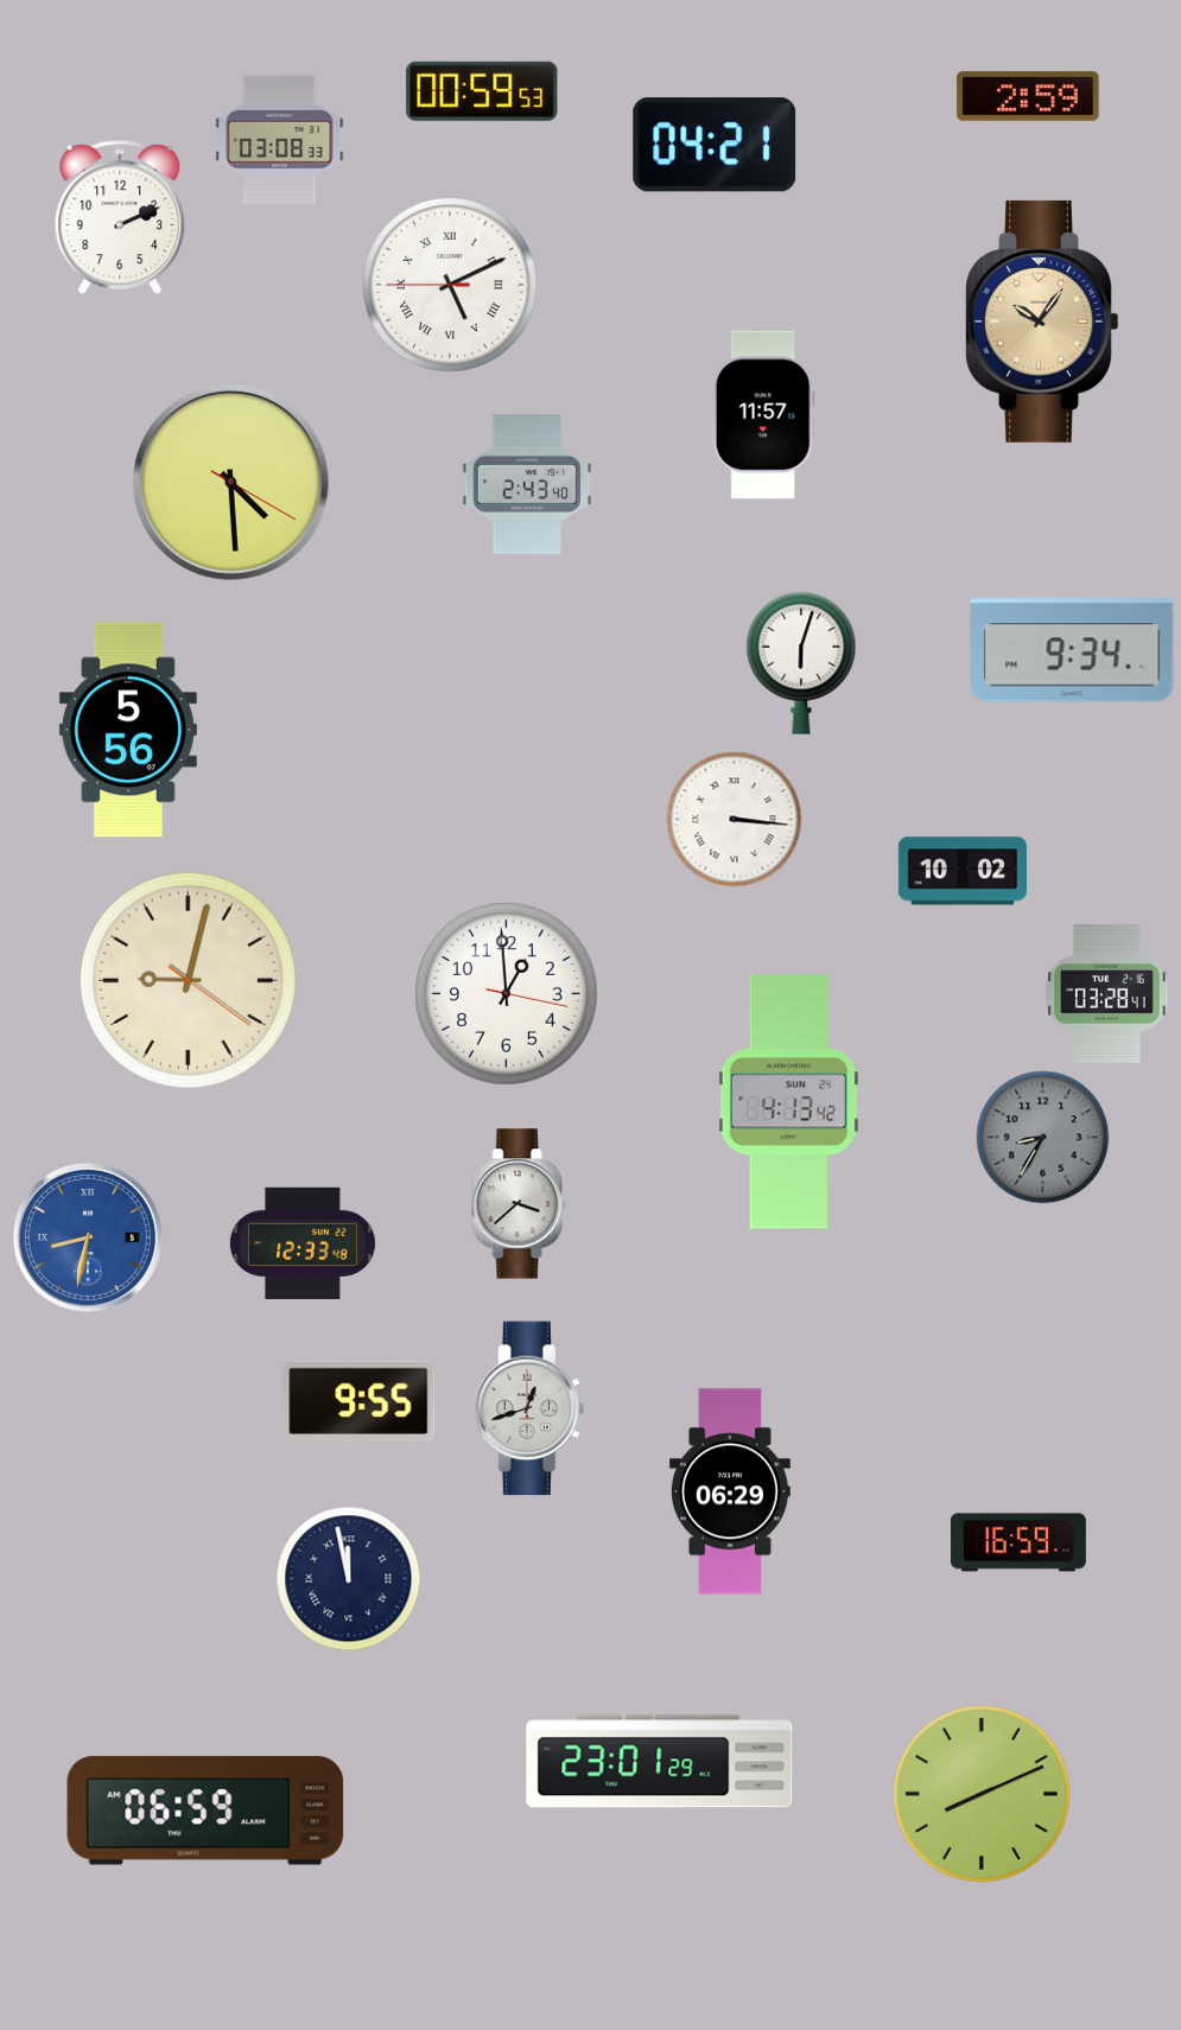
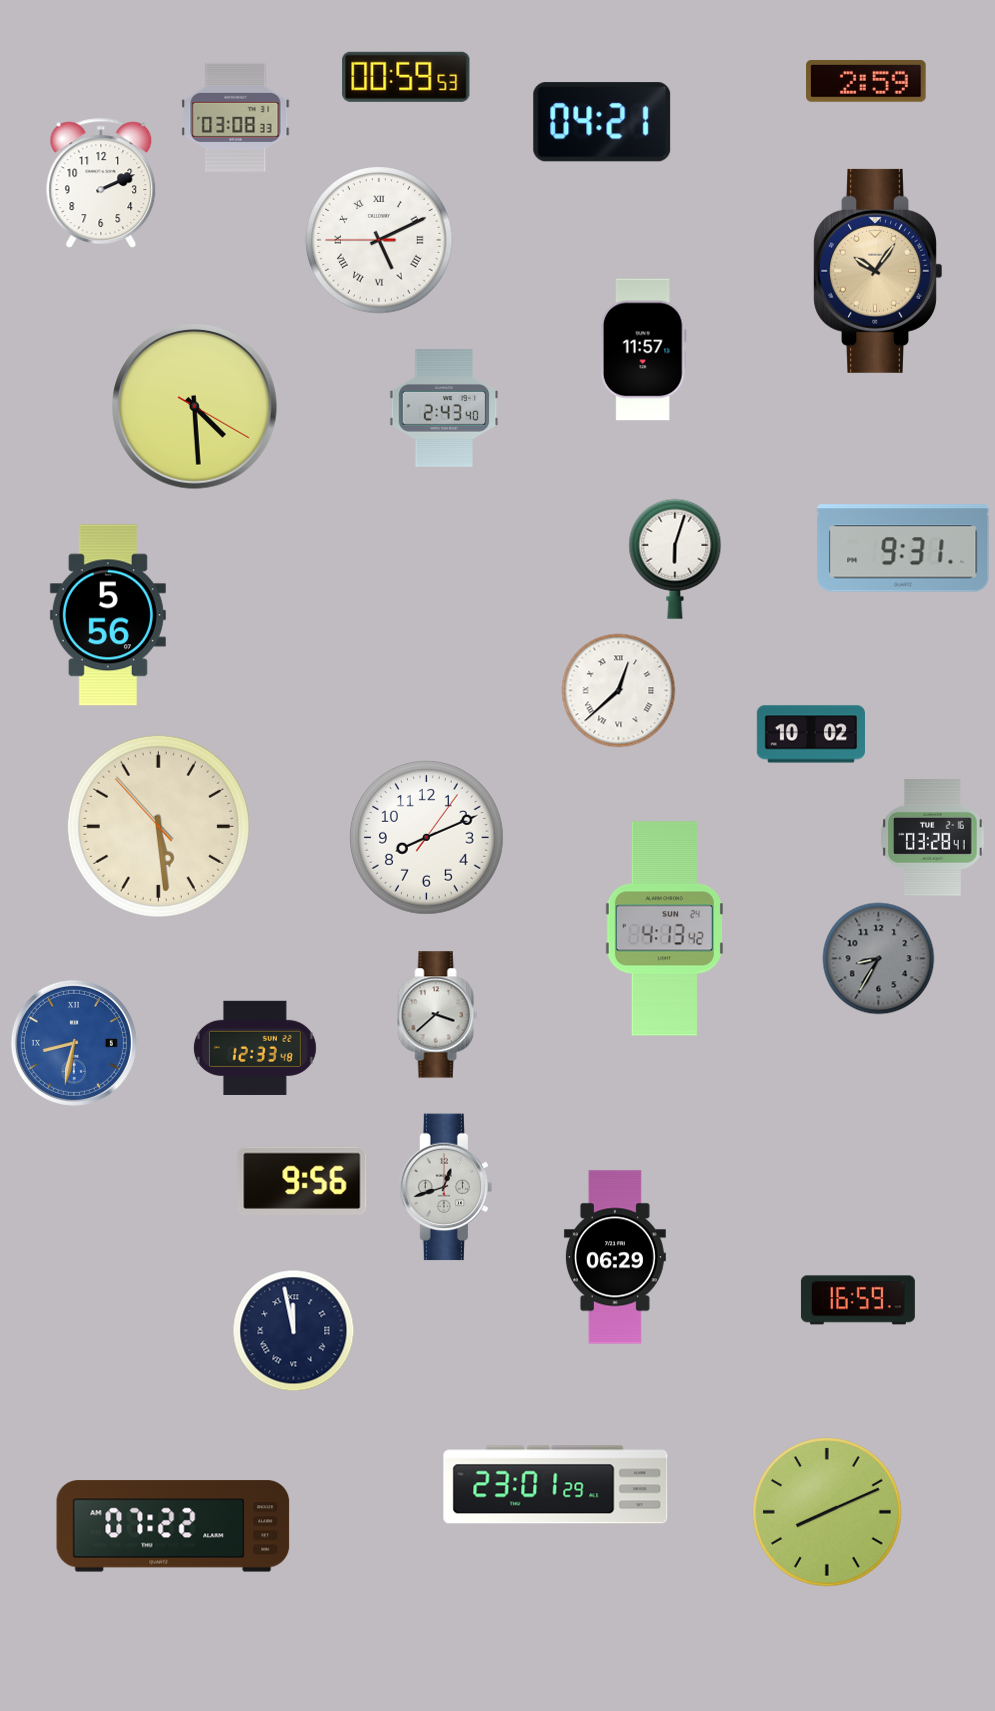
clock at (1072, 650): 9:34 -> 9:31
clock at (735, 820): 3:16 -> 12:38
clock at (188, 980): 9:02 -> 5:28
clock at (507, 994): 12:59 -> 8:11
clock at (358, 1401): 9:55 -> 9:56
clock at (205, 1811): 06:59 -> 07:22
